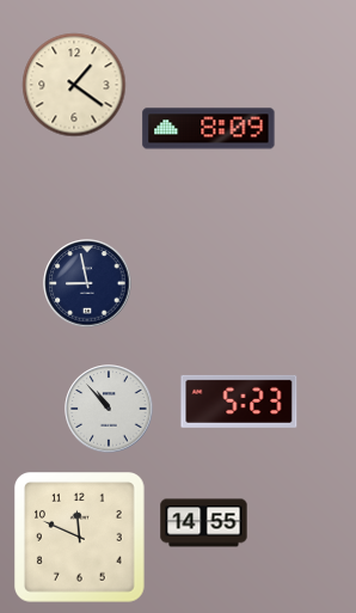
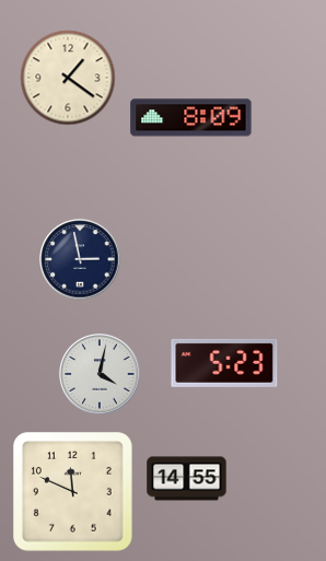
clock at (87, 283): 8:58 -> 2:58
clock at (239, 401) position: (239, 401) -> (224, 363)
clock at (109, 409): 10:53 -> 4:02
